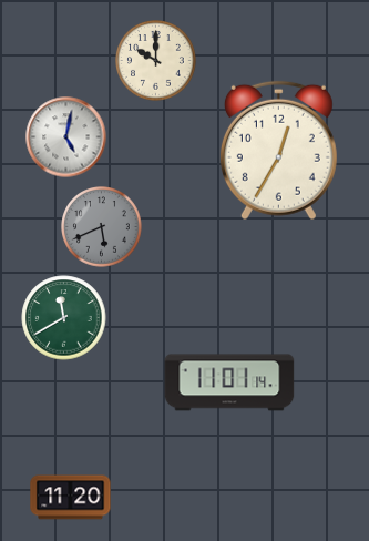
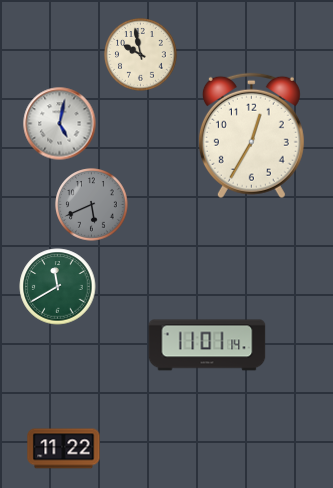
clock at (156, 61): 10:00 -> 9:58
clock at (71, 498): 11:20 -> 11:22
